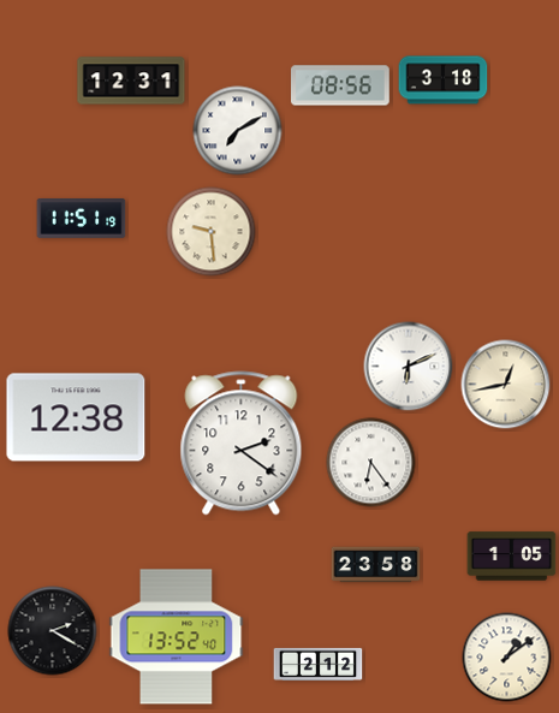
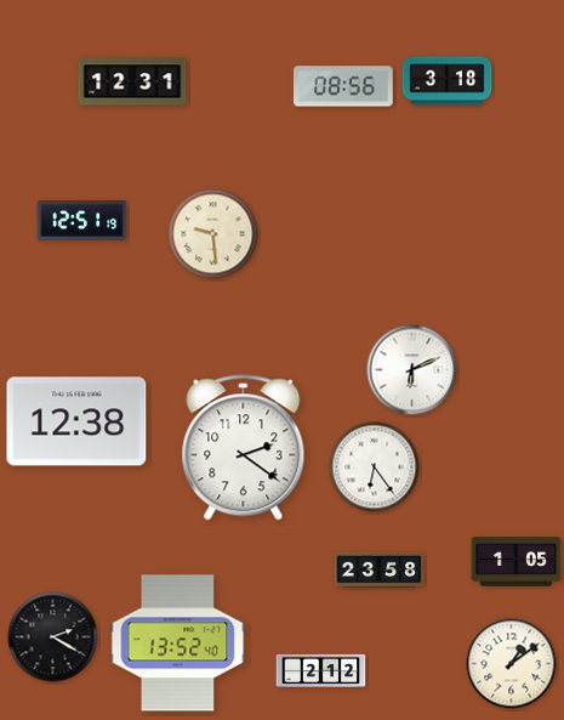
clock at (238, 131): 7:10 -> none
clock at (82, 219): 11:51 -> 12:51
clock at (506, 385): 12:43 -> none
